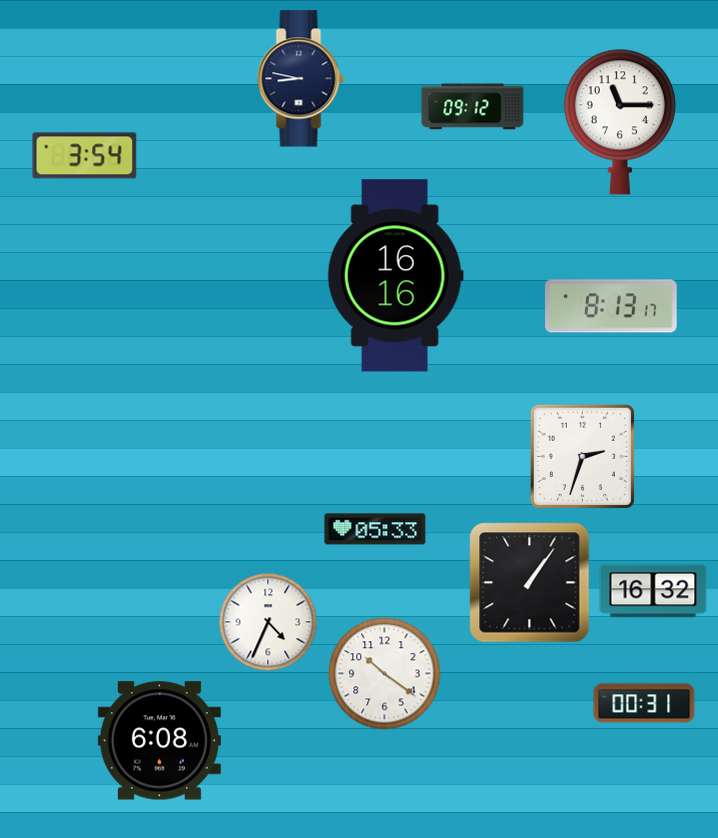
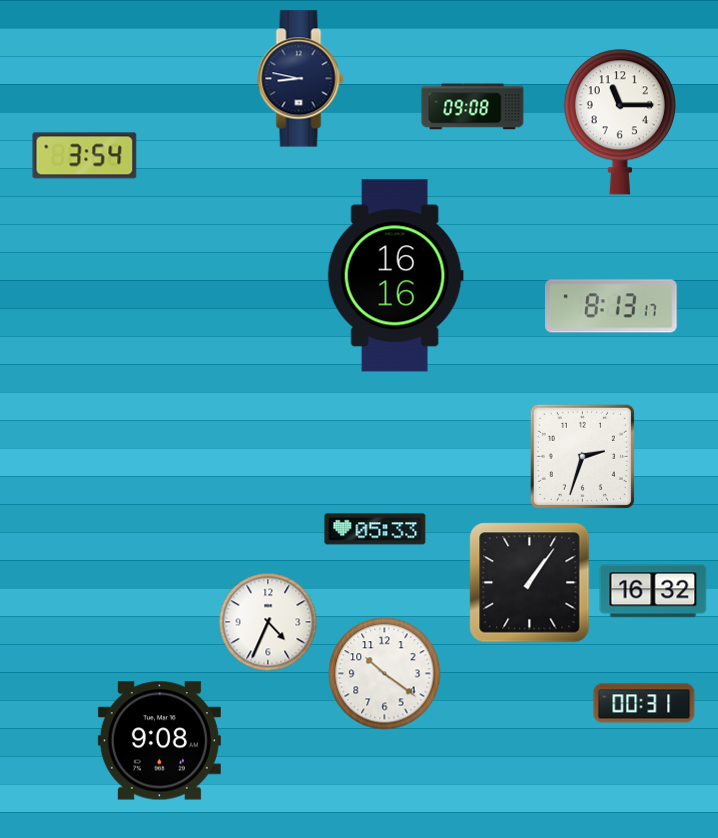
clock at (473, 107): 09:12 -> 09:08
clock at (159, 741): 6:08 -> 9:08
